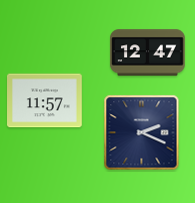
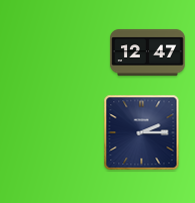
clock at (45, 101): 11:57 -> none
clock at (142, 133): 2:19 -> 2:15
